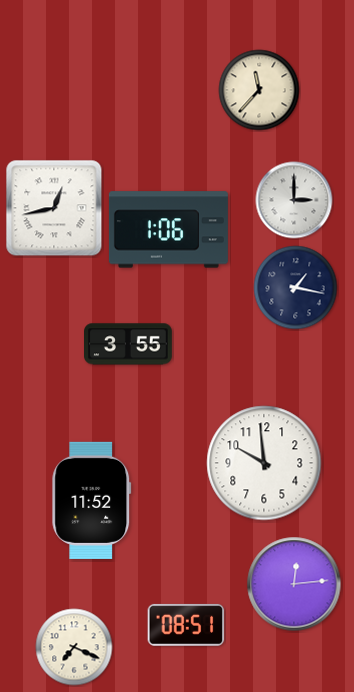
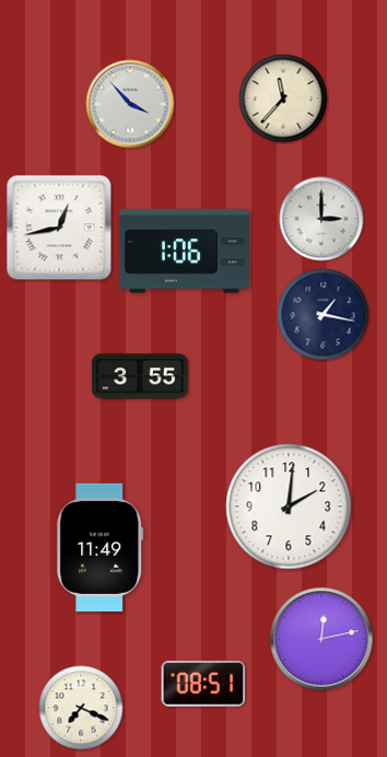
clock at (130, 104): none -> 3:53
clock at (264, 463): 9:59 -> 2:01
clock at (92, 500): 11:52 -> 11:49
clock at (294, 584): 12:14 -> 12:13
